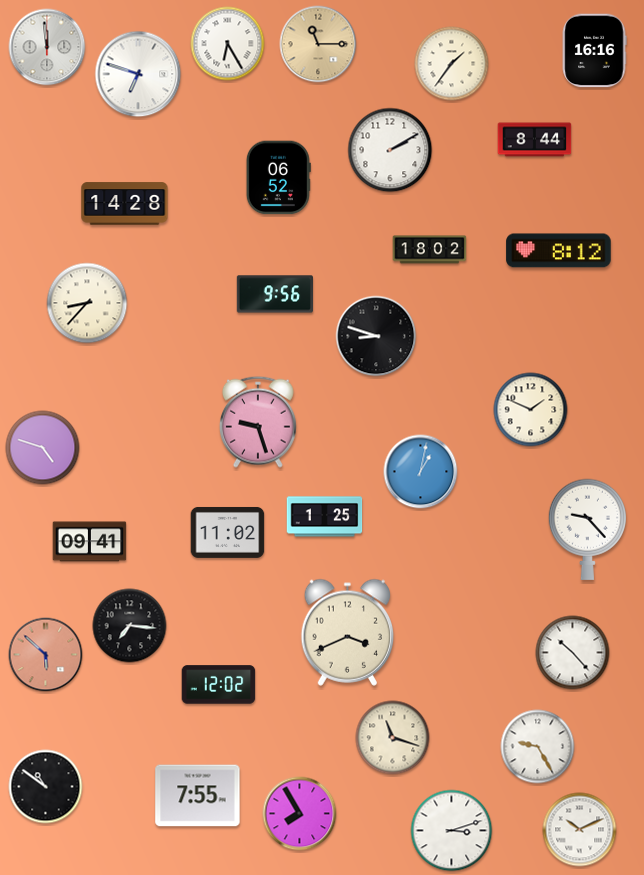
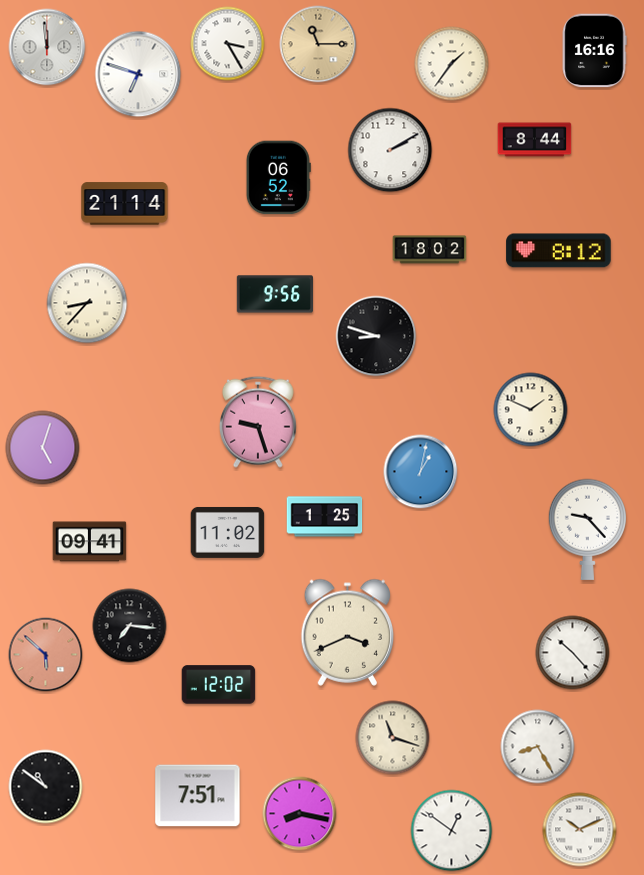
clock at (228, 44): 6:25 -> 3:25
clock at (125, 204): 14:28 -> 21:14
clock at (43, 448): 4:48 -> 5:03
clock at (538, 747): 9:25 -> 8:25
clock at (198, 796): 7:55 -> 7:51
clock at (300, 814): 7:55 -> 8:17
clock at (452, 831): 3:12 -> 12:51
